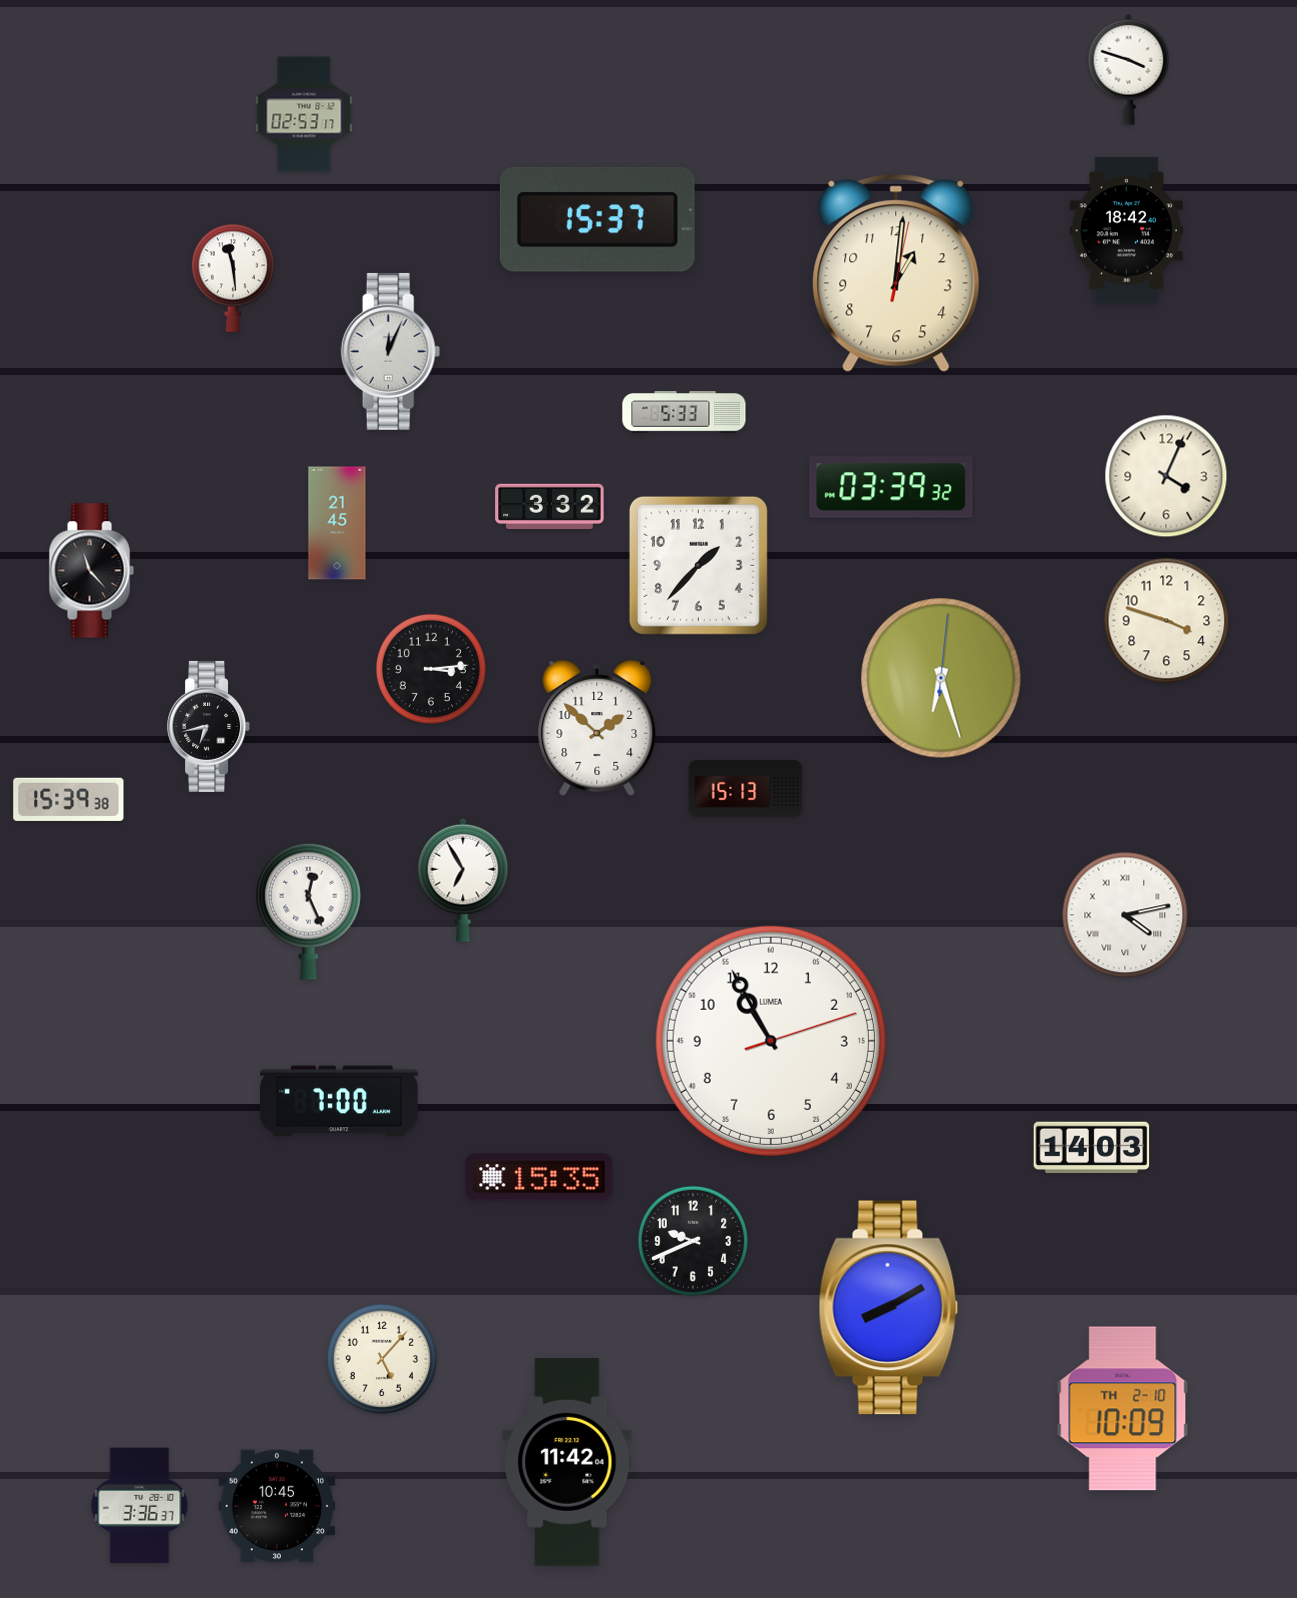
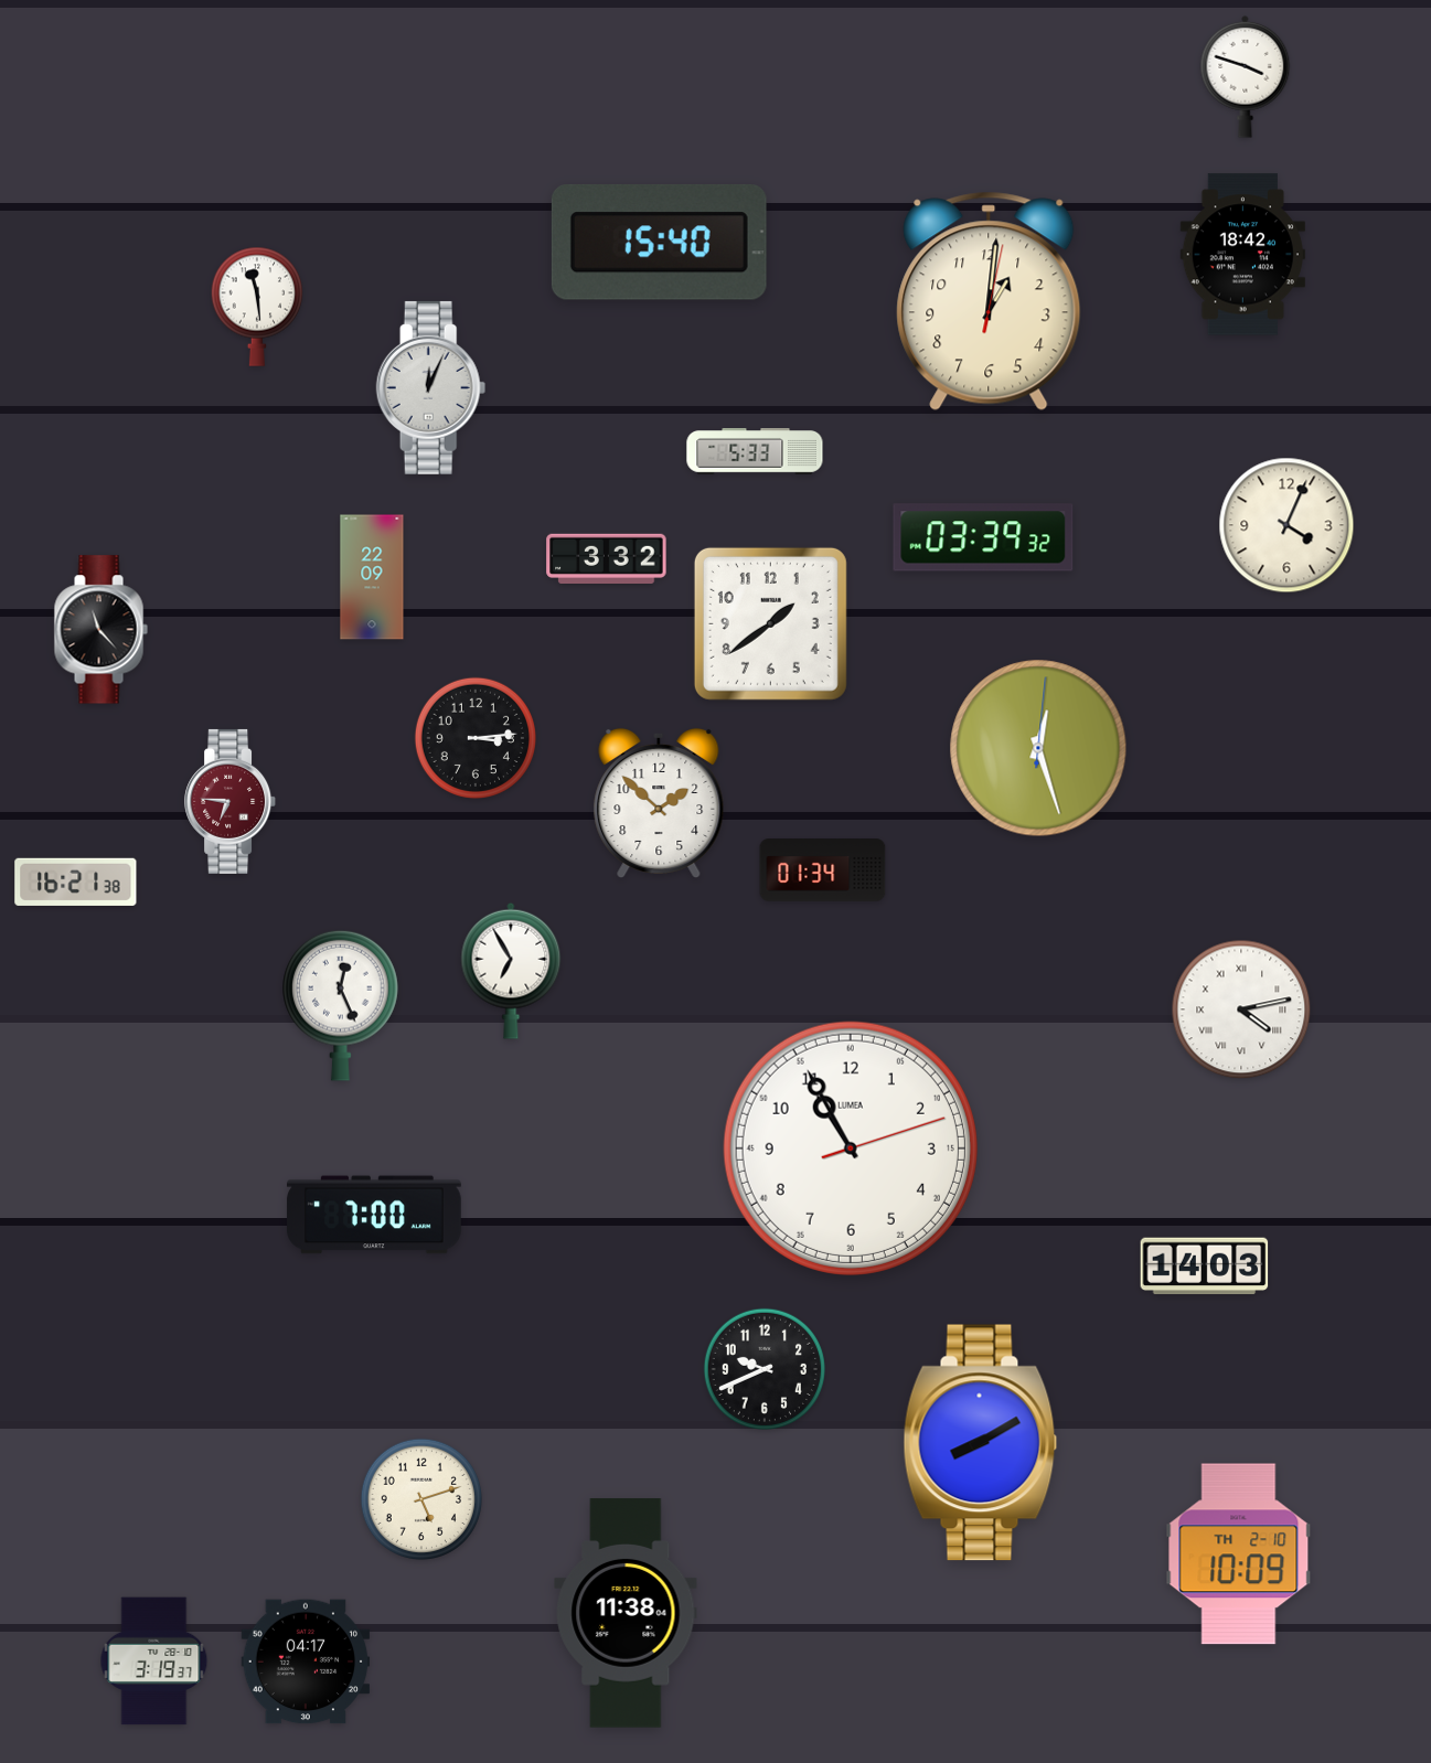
clock at (304, 114): 02:53 -> none
clock at (597, 219): 15:37 -> 15:40
clock at (684, 413) position: (684, 413) -> (755, 452)
clock at (337, 523): 21:45 -> 22:09
clock at (698, 565): 1:37 -> 1:39
clock at (1167, 621): 3:48 -> none
clock at (941, 678): 6:27 -> 12:27
clock at (209, 726): 6:43 -> 6:46
clock at (209, 726) dial: black -> burgundy
clock at (746, 789): 15:13 -> 01:34
clock at (69, 799): 15:39 -> 16:21
clock at (539, 1177): 15:35 -> none
clock at (381, 1358): 5:07 -> 5:12
clock at (567, 1462): 11:42 -> 11:38
clock at (140, 1506): 3:36 -> 3:19
clock at (277, 1506): 10:45 -> 04:17
